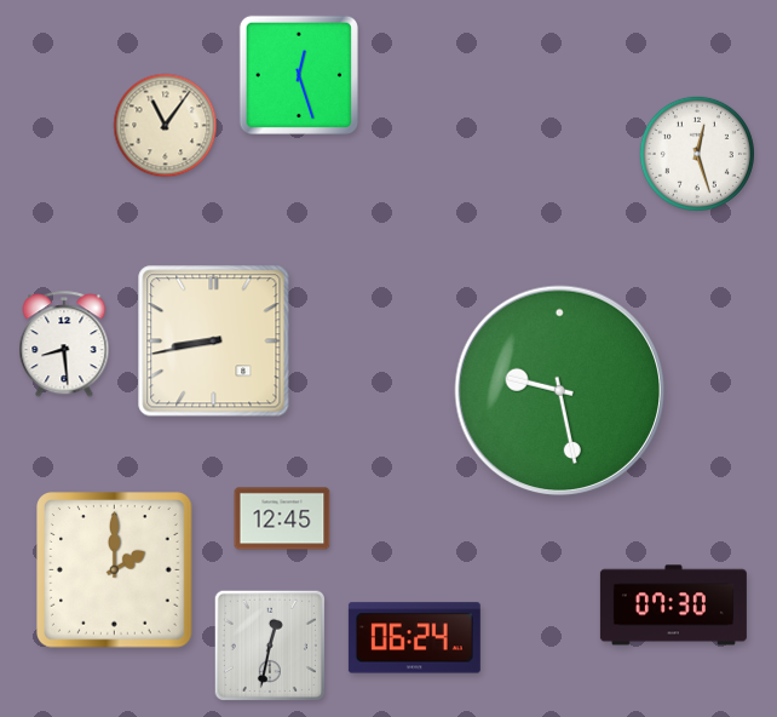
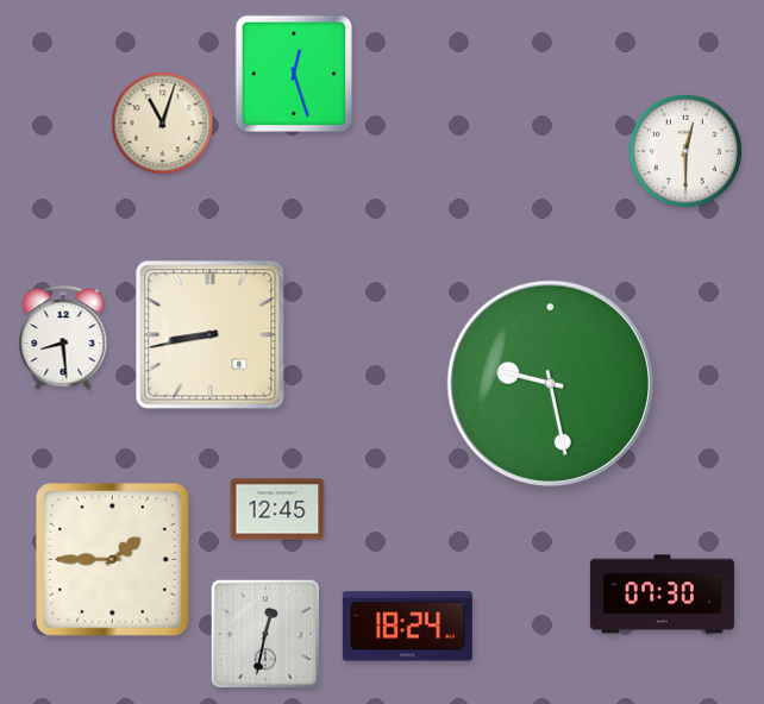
clock at (166, 126): 11:06 -> 11:03
clock at (697, 154): 12:27 -> 12:30
clock at (115, 570): 2:00 -> 1:45
clock at (414, 638): 06:24 -> 18:24
